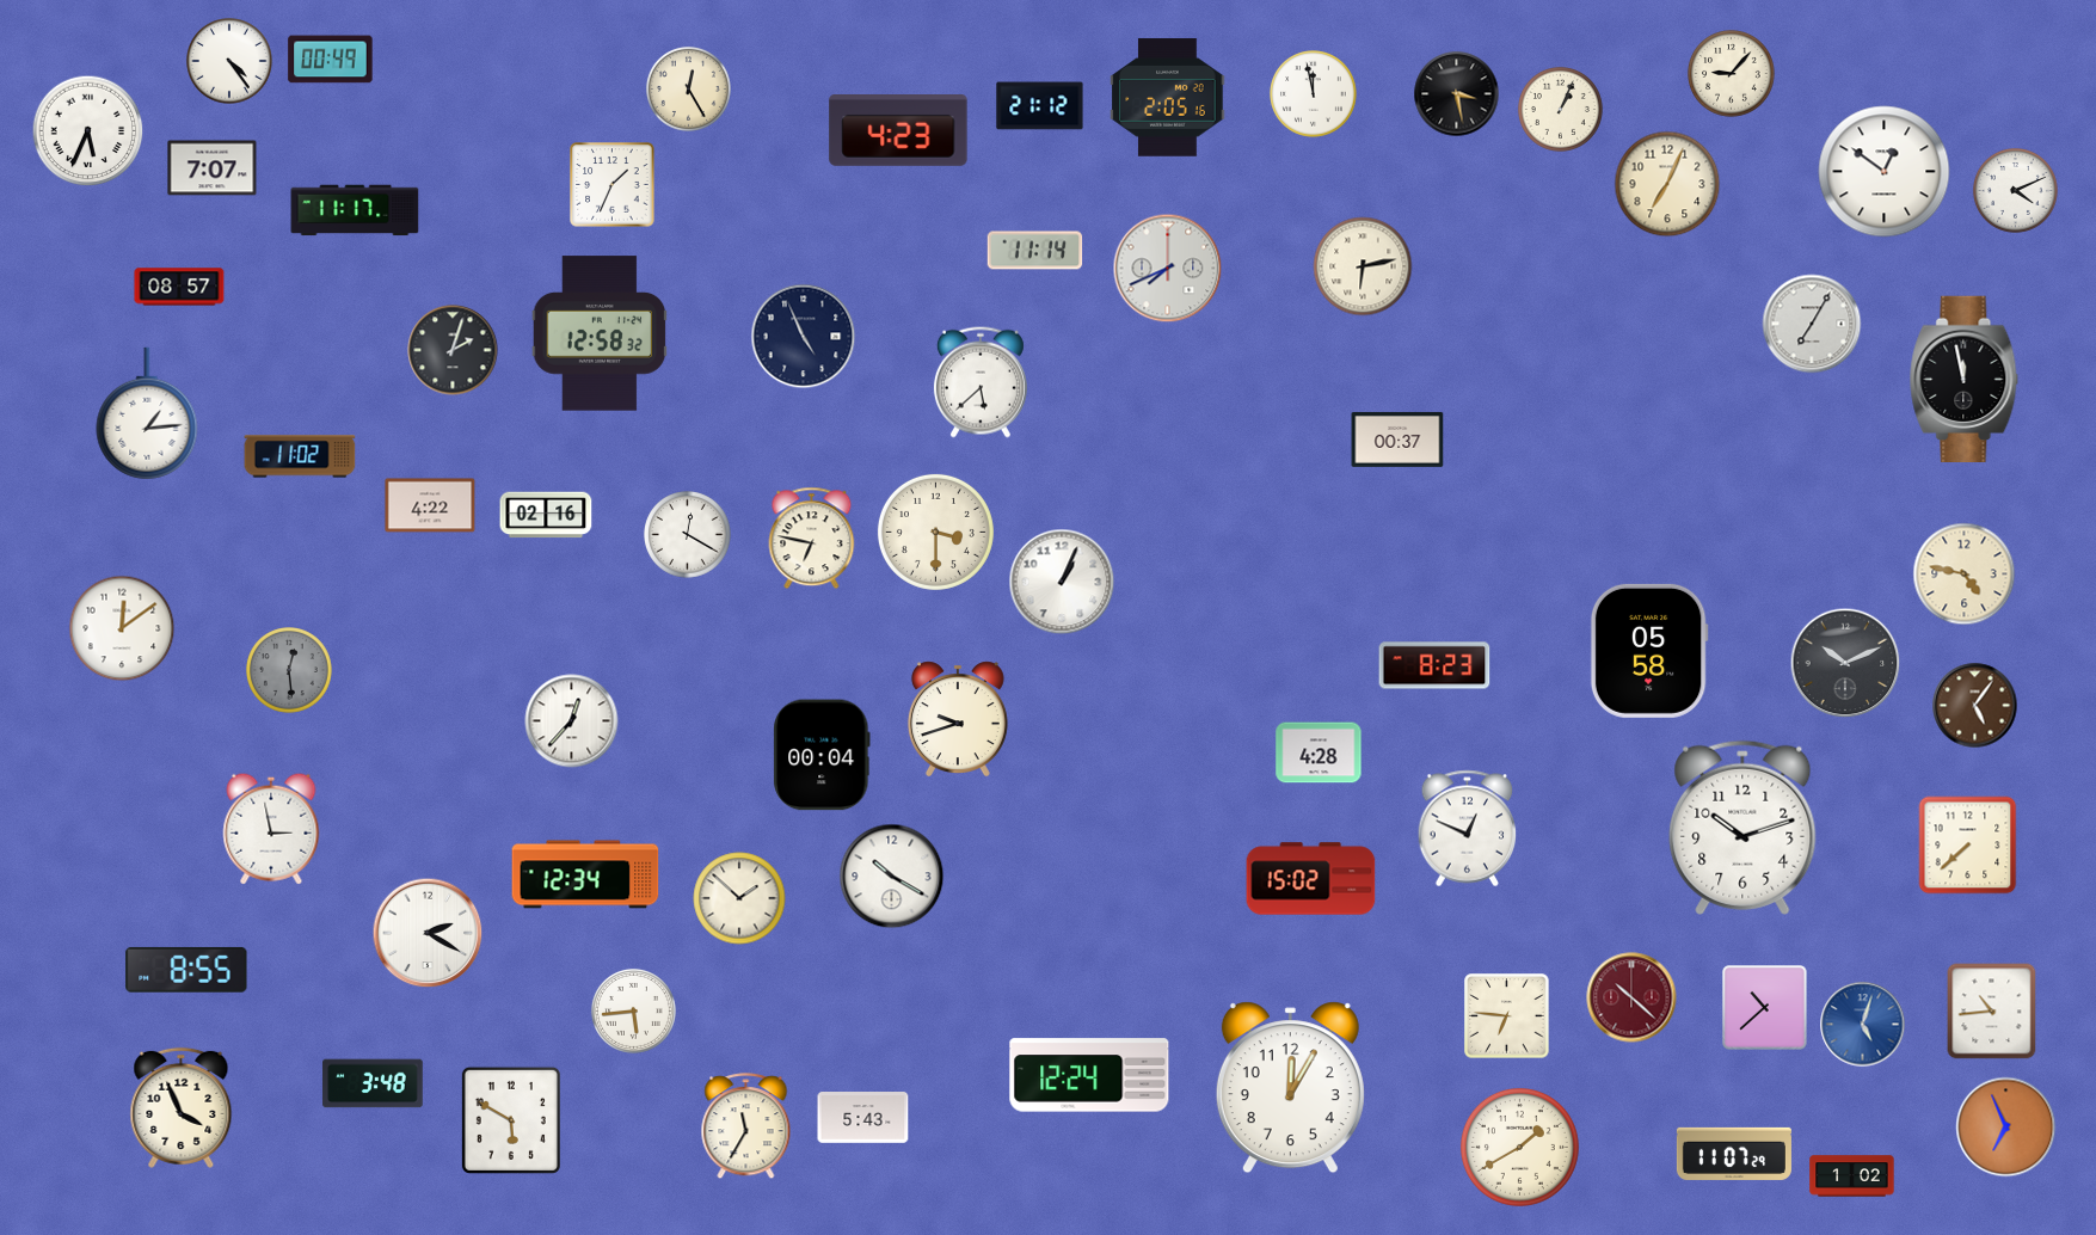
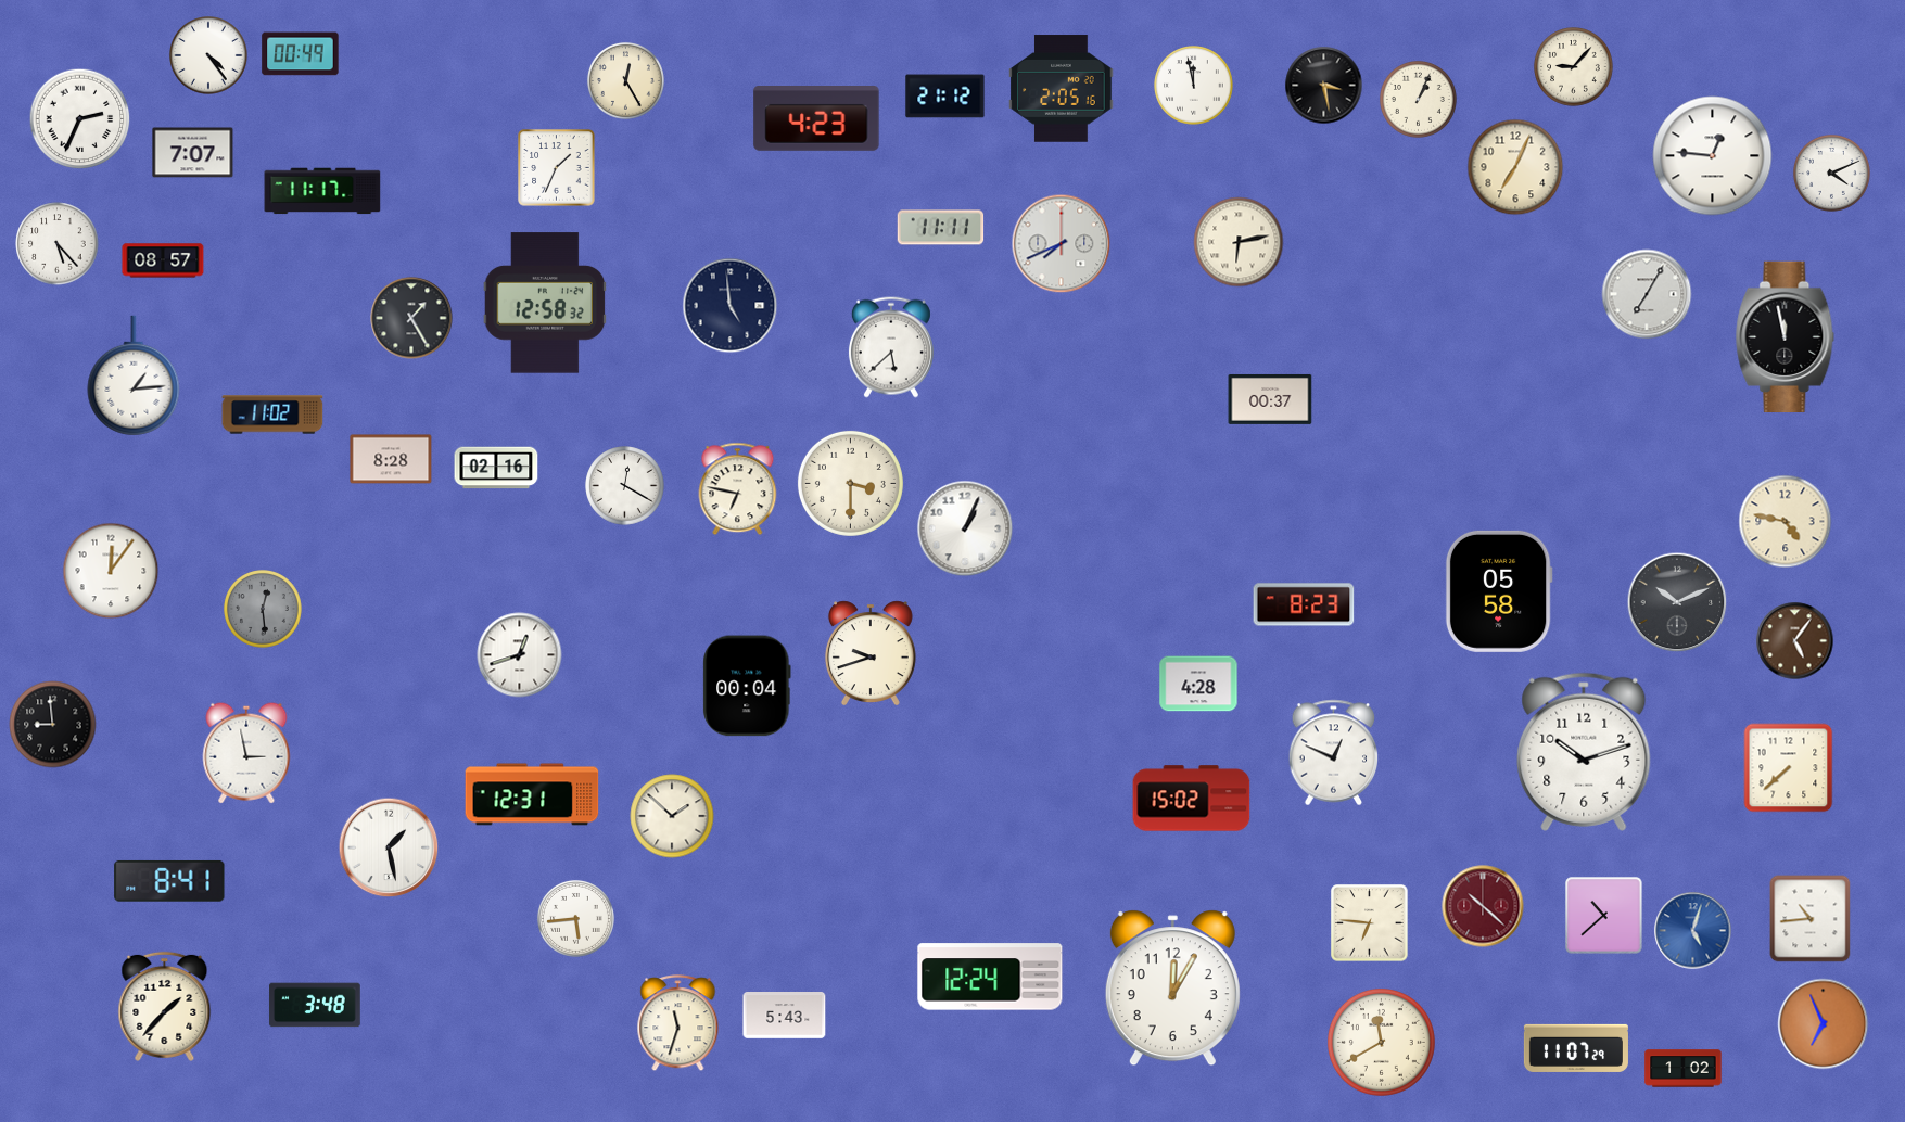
clock at (88, 131): 5:34 -> 2:34
clock at (1885, 172): 12:51 -> 12:46
clock at (1035, 251): 11:14 -> 11:11
clock at (58, 244): none -> 5:23
clock at (804, 337): 4:56 -> 4:59
clock at (453, 350): 2:03 -> 1:25
clock at (1965, 379) position: (1965, 379) -> (1786, 336)
clock at (430, 505): 4:22 -> 8:28
clock at (122, 628): 12:09 -> 12:06
clock at (572, 721): 12:37 -> 12:42
clock at (53, 725): none -> 8:59
clock at (585, 874): 12:34 -> 12:31
clock at (892, 877): 10:20 -> none
clock at (428, 933): 2:20 -> 1:28
clock at (186, 970): 8:55 -> 8:41
clock at (373, 1083) position: (373, 1083) -> (315, 1005)
clock at (182, 1107): 3:56 -> 1:37
clock at (511, 1120): 5:50 -> none
clock at (746, 1126): 11:35 -> 11:33
clock at (1519, 1147): 1:40 -> 11:40
